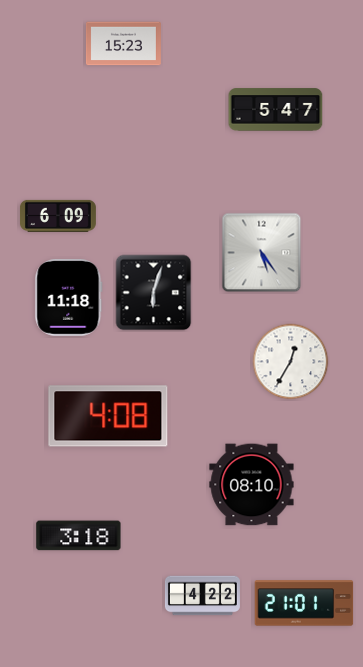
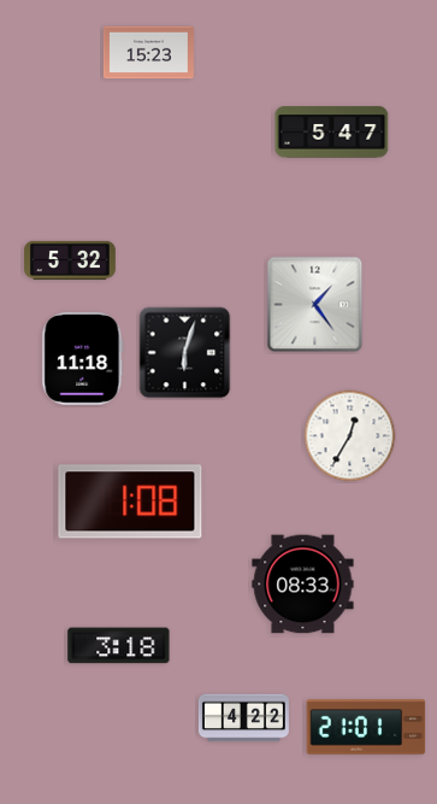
clock at (58, 216): 6:09 -> 5:32
clock at (262, 253): 5:24 -> 1:24
clock at (108, 416): 4:08 -> 1:08
clock at (252, 485): 08:10 -> 08:33
clock at (79, 536) position: (79, 536) -> (119, 646)
